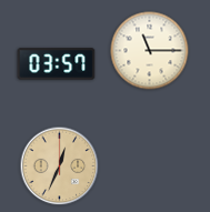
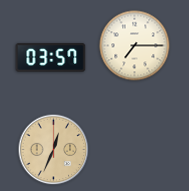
clock at (150, 51): 11:15 -> 7:15
